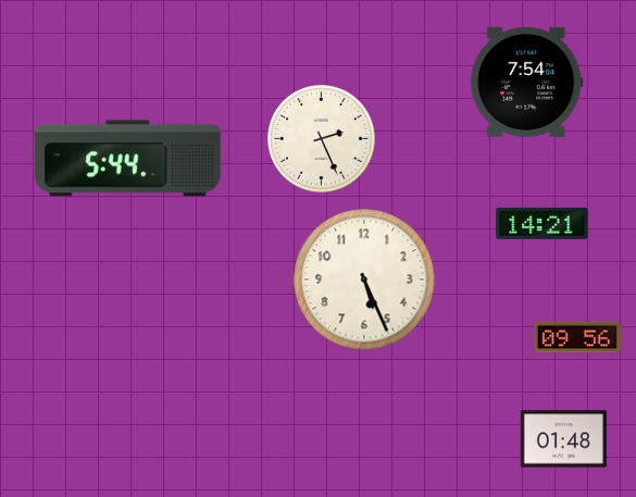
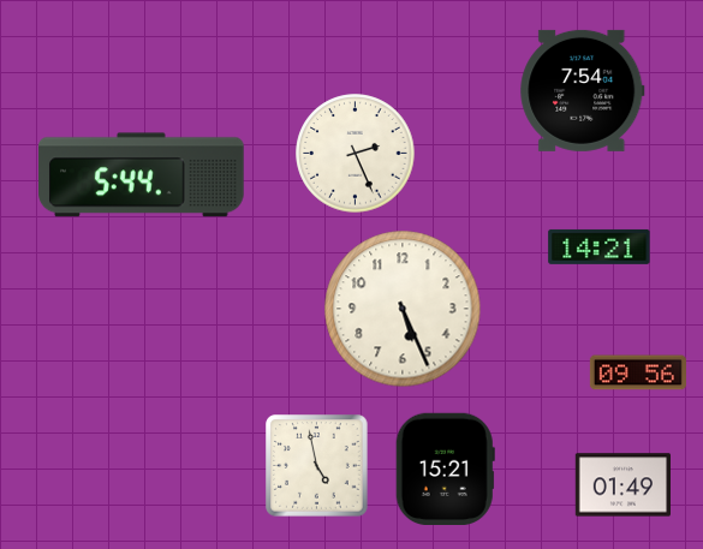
clock at (317, 466): none -> 4:58
clock at (445, 469): none -> 15:21
clock at (563, 439): 01:48 -> 01:49
